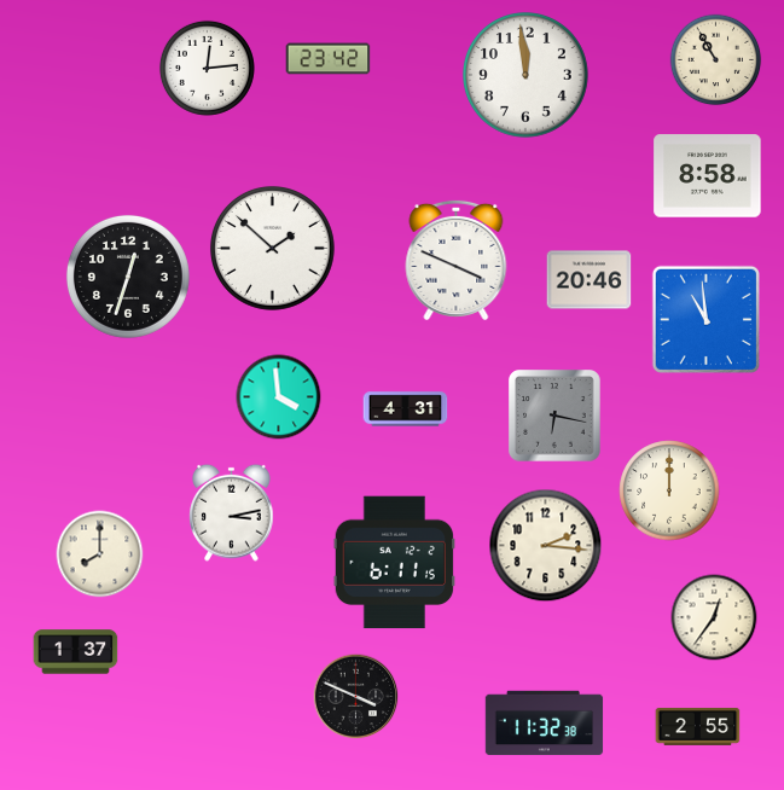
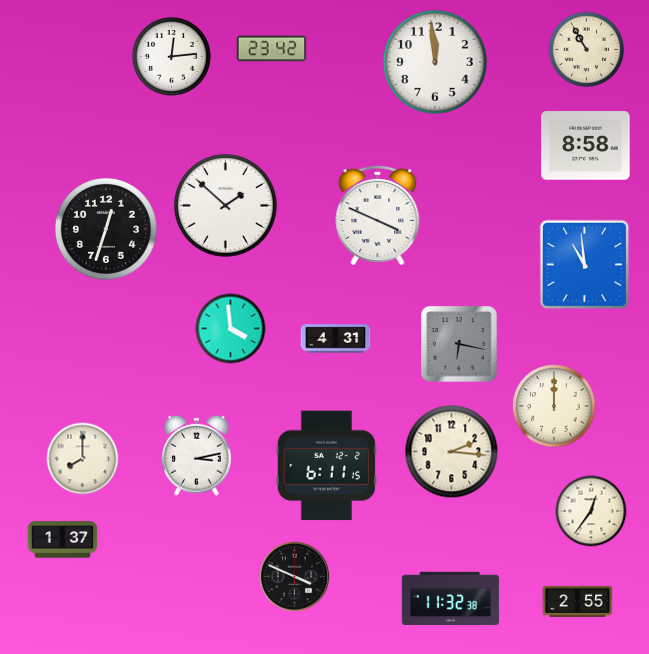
clock at (716, 60) position: (716, 60) -> (587, 50)
clock at (590, 280): 20:46 -> none
clock at (232, 512) position: (232, 512) -> (197, 455)
